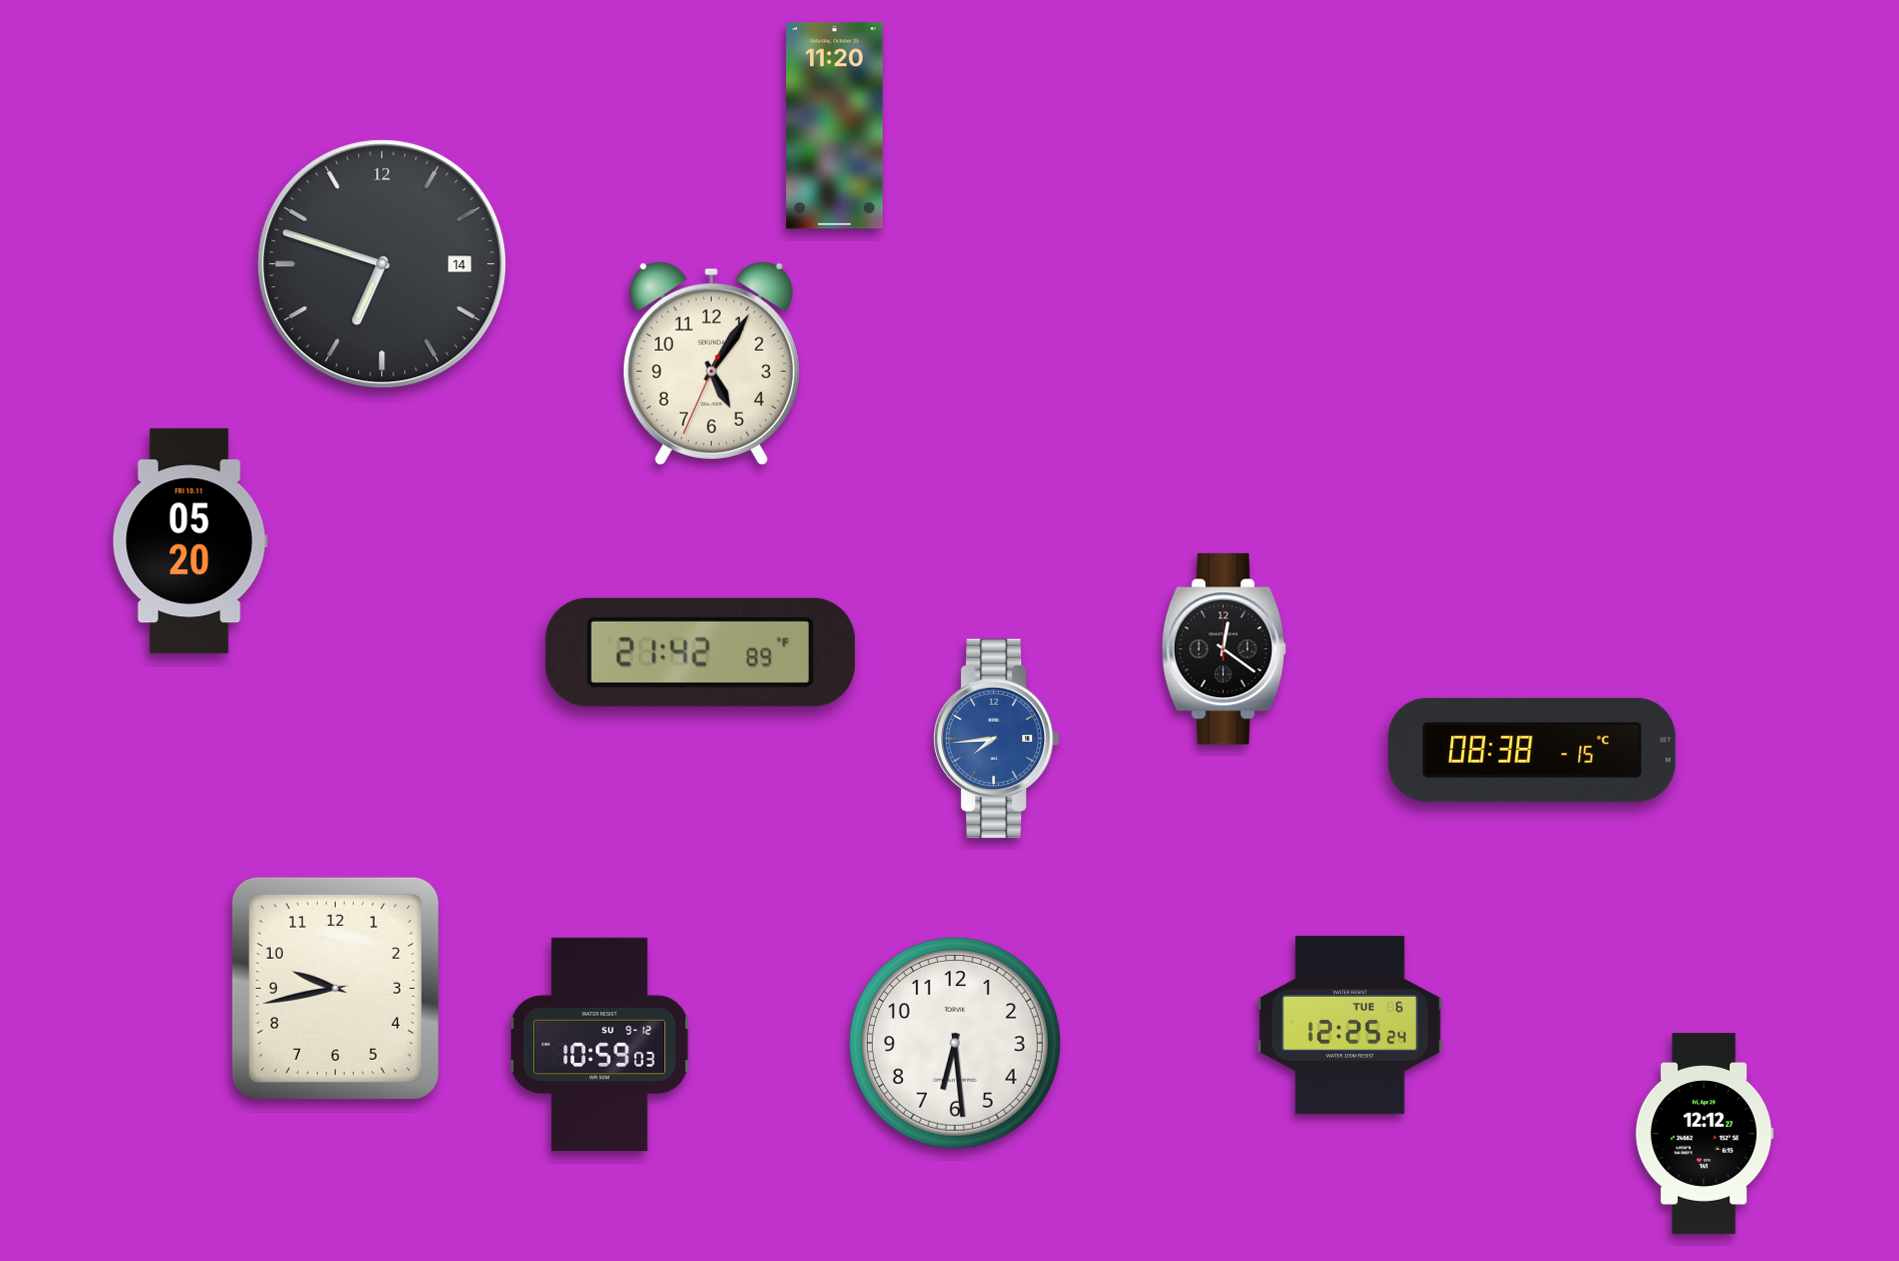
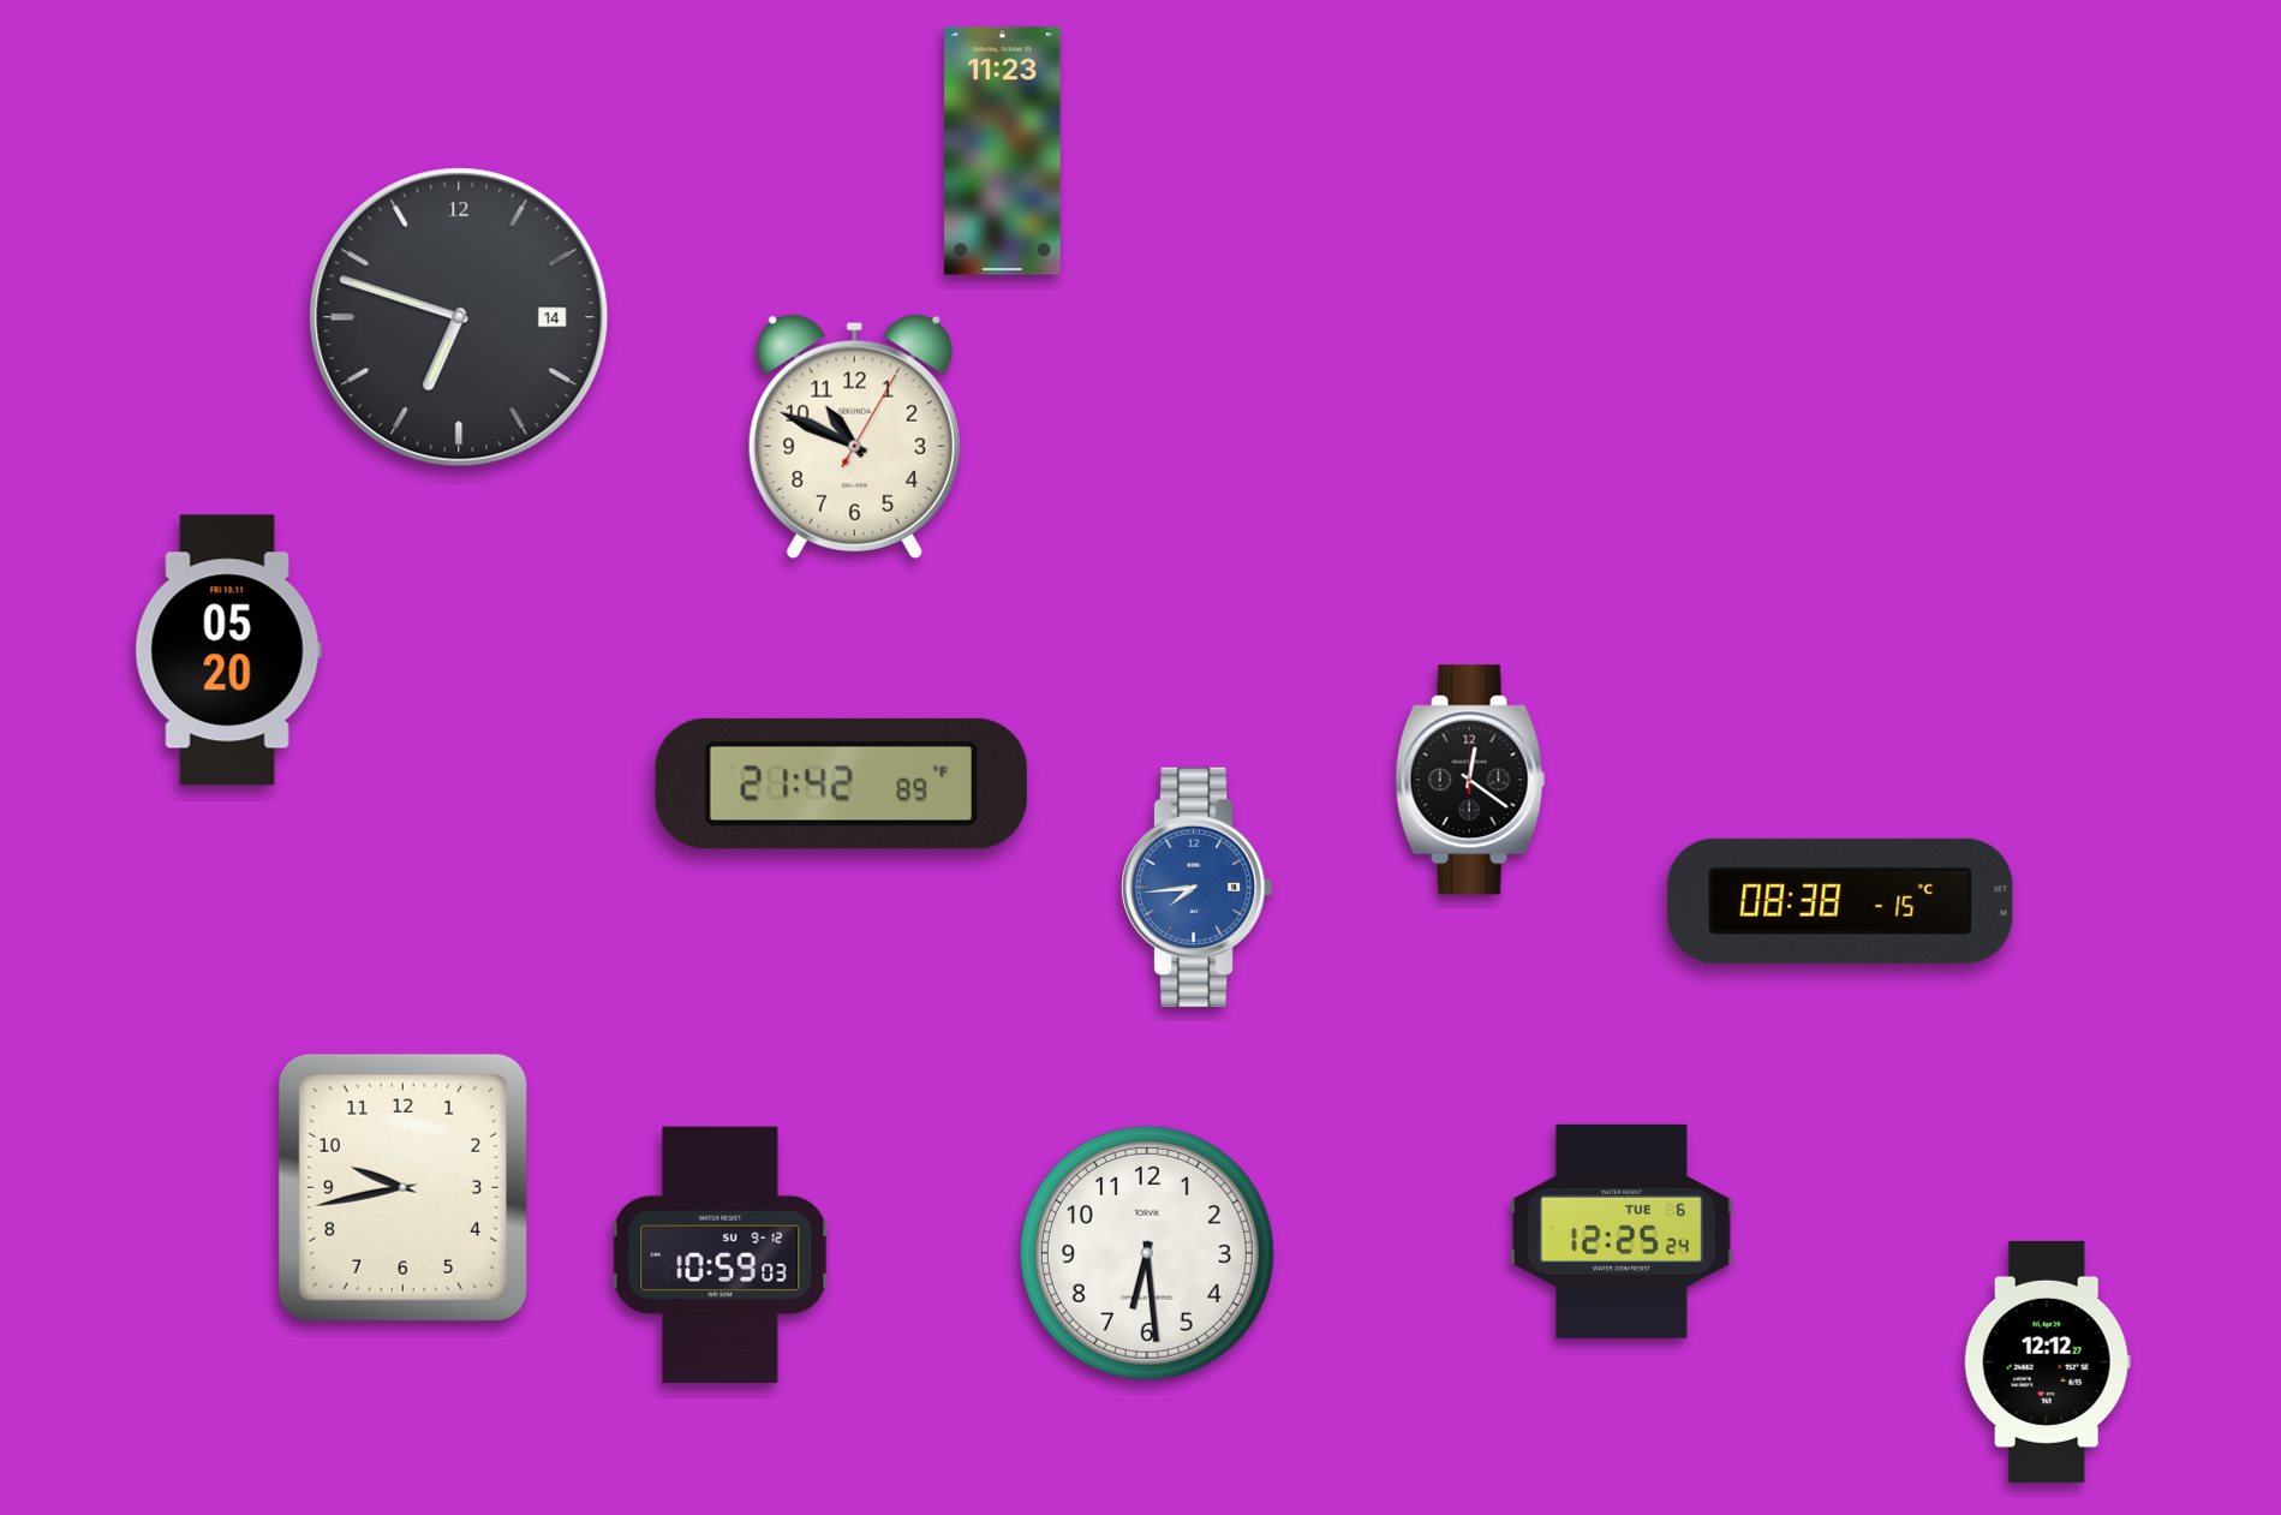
clock at (835, 126): 11:20 -> 11:23
clock at (711, 363): 5:05 -> 10:49
